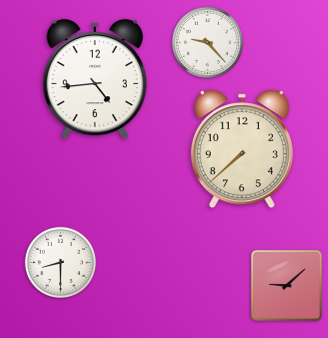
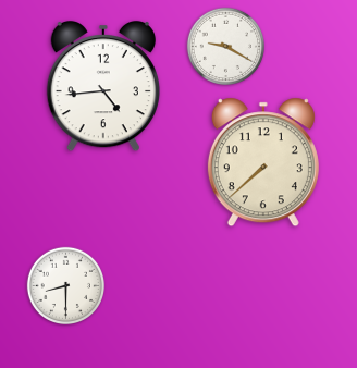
clock at (207, 42): 9:23 -> 9:20
clock at (286, 285): 9:08 -> none
